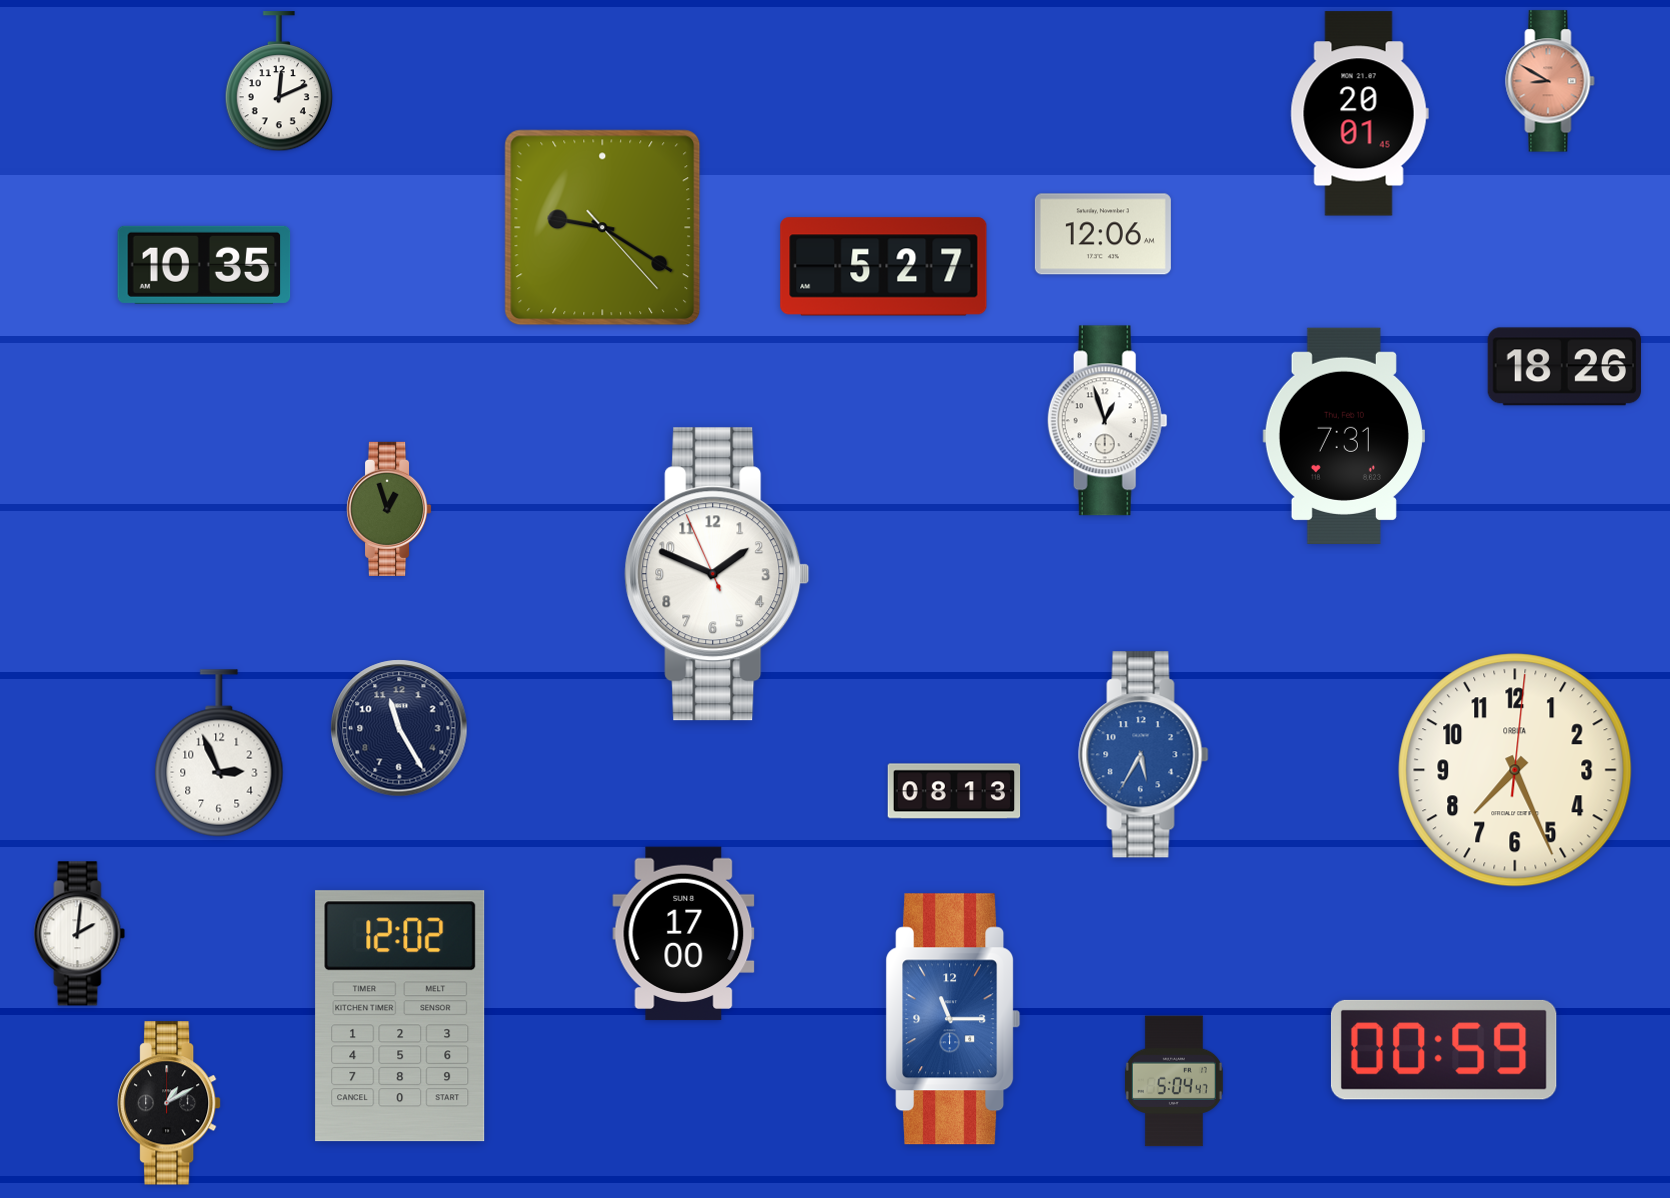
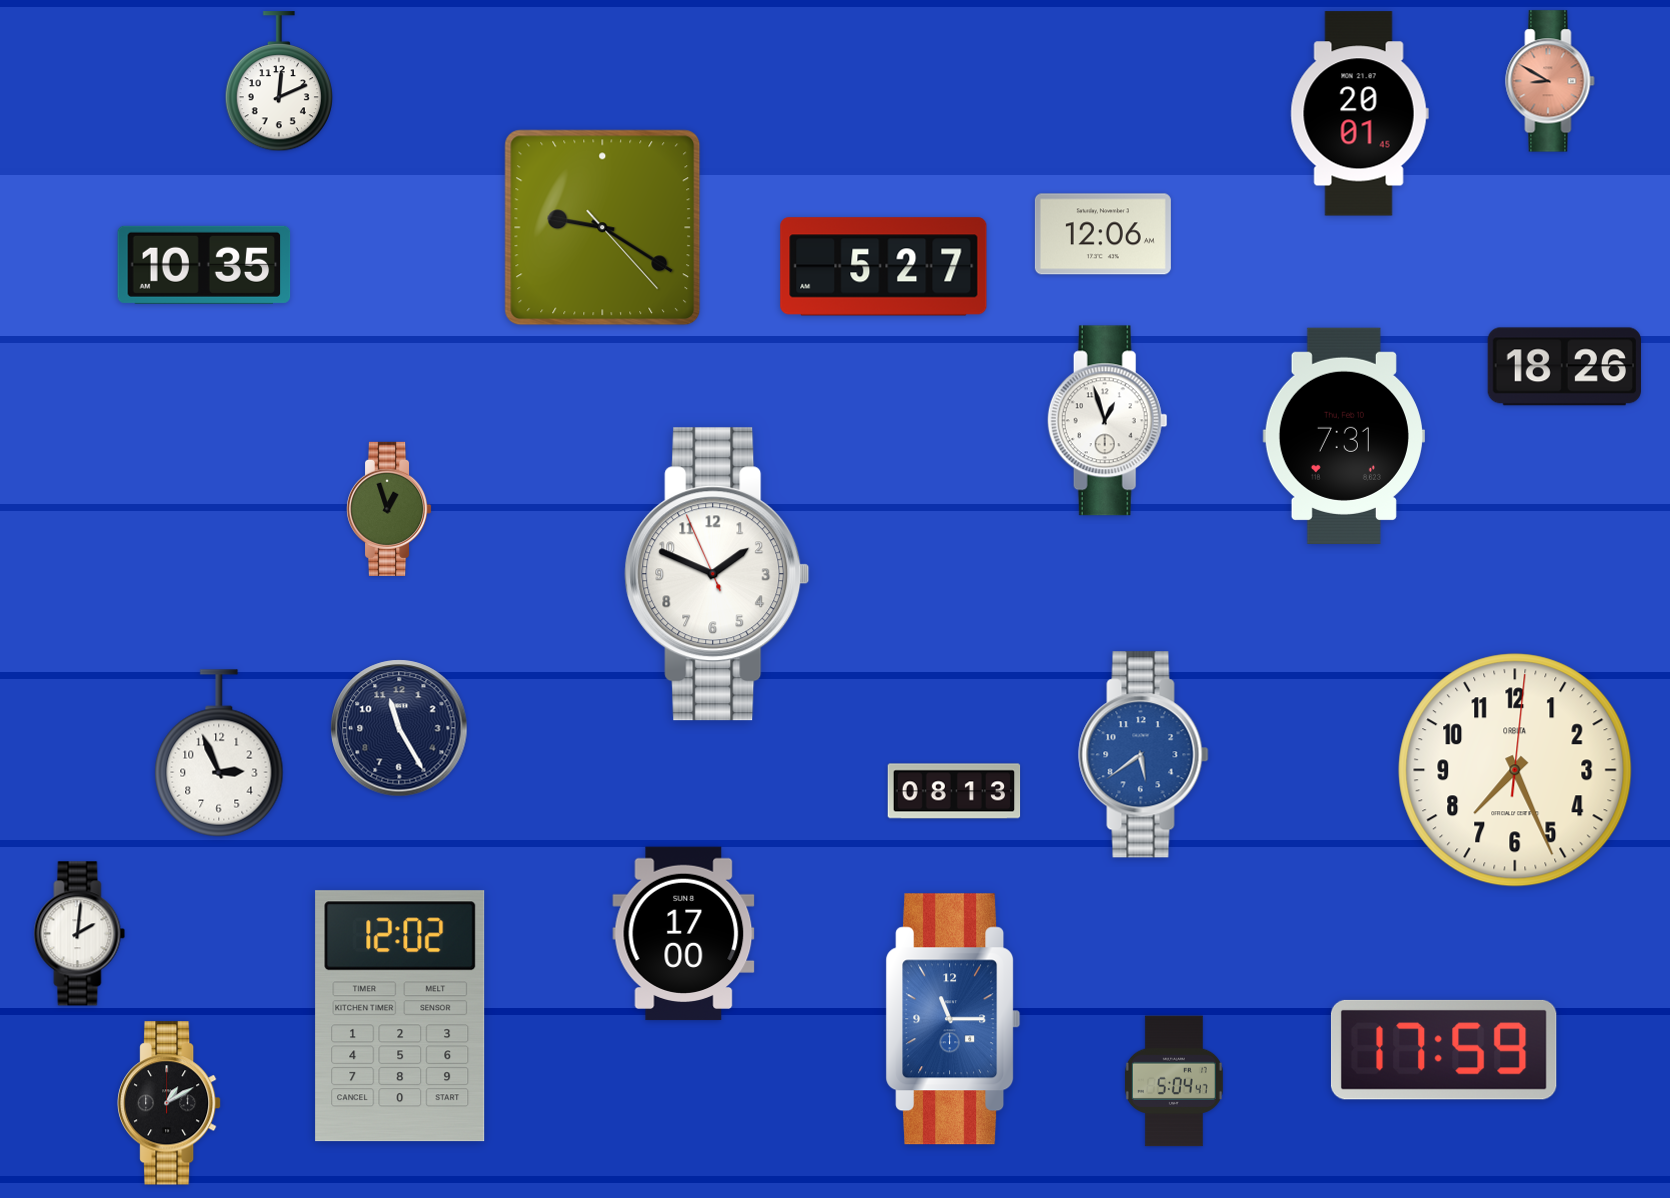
clock at (1144, 755): 5:35 -> 5:39
clock at (1444, 1050): 00:59 -> 17:59
